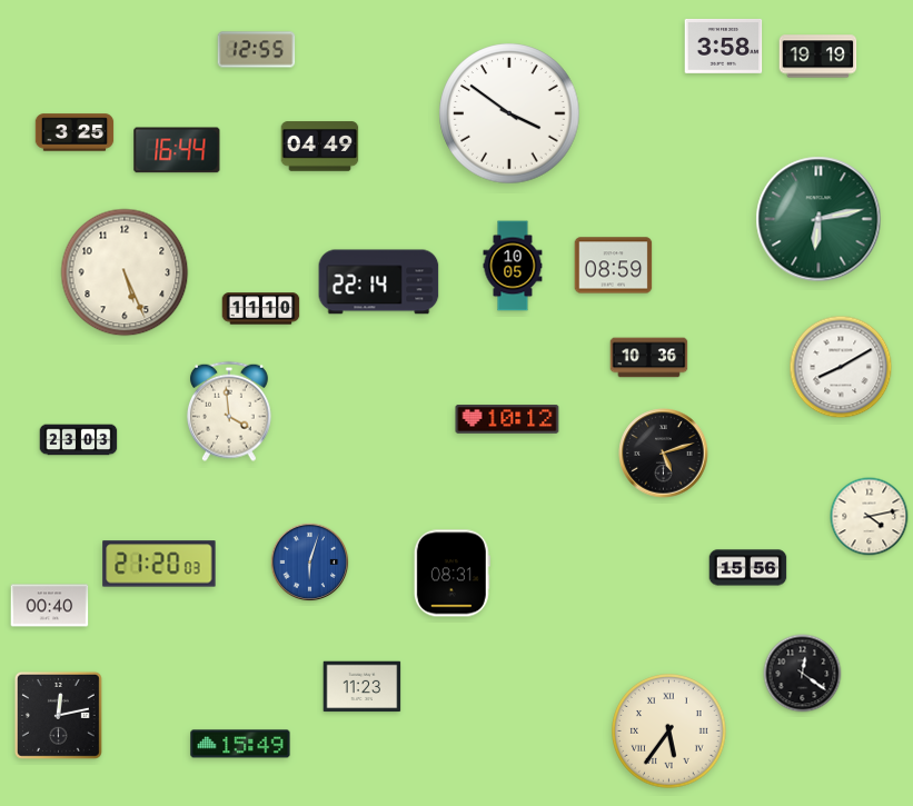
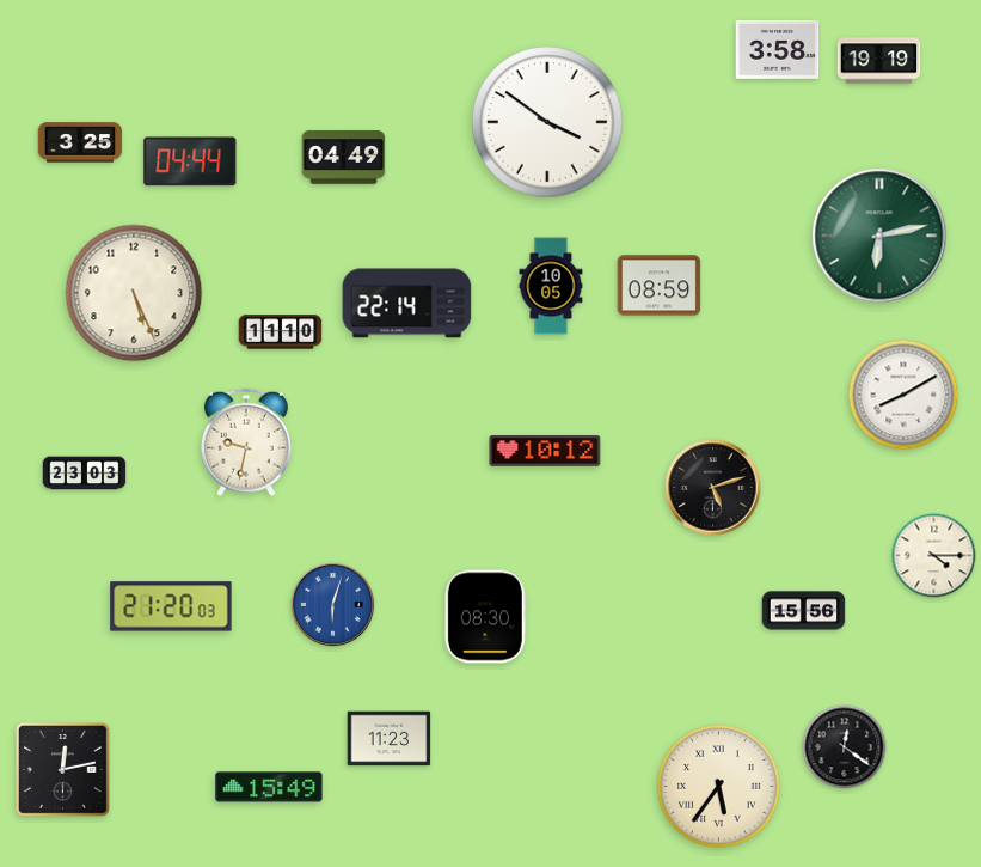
clock at (257, 50): 12:55 -> none
clock at (177, 150): 16:44 -> 04:44
clock at (649, 358): 10:36 -> none
clock at (229, 411): 3:59 -> 9:32
clock at (870, 517): 4:13 -> 4:15
clock at (451, 574): 08:31 -> 08:30
clock at (50, 606): 00:40 -> none
clock at (803, 674) position: (803, 674) -> (845, 747)
clock at (240, 744) position: (240, 744) -> (269, 787)
